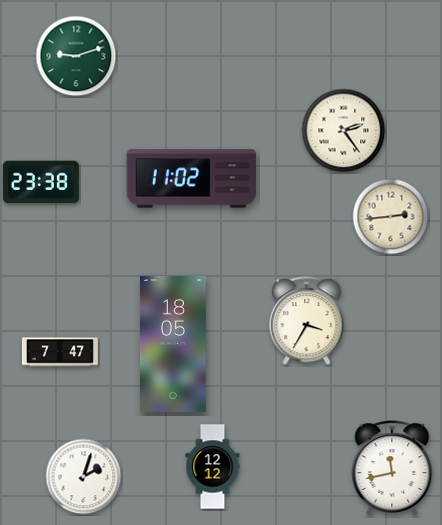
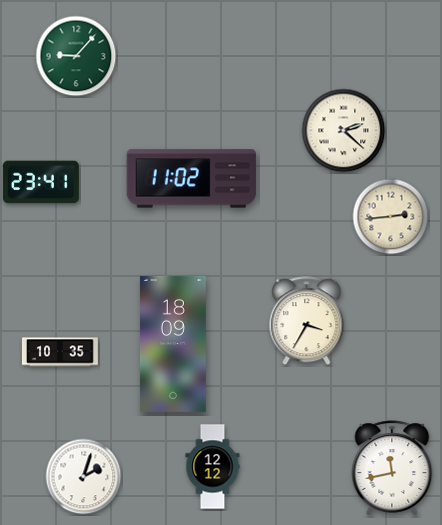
clock at (76, 56): 9:12 -> 9:07
clock at (344, 131): 2:24 -> 2:22
clock at (41, 182): 23:38 -> 23:41
clock at (173, 344): 18:05 -> 18:09
clock at (60, 352): 7:47 -> 10:35
